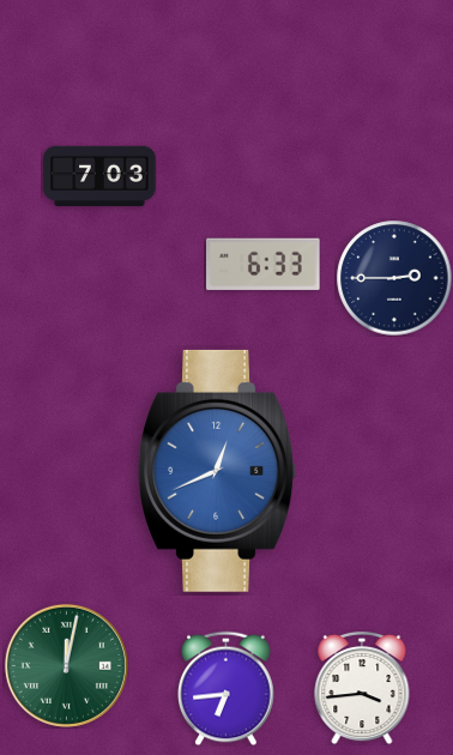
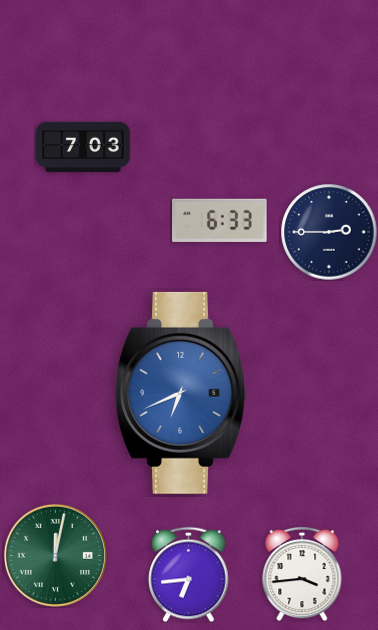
clock at (217, 471): 12:41 -> 6:41
